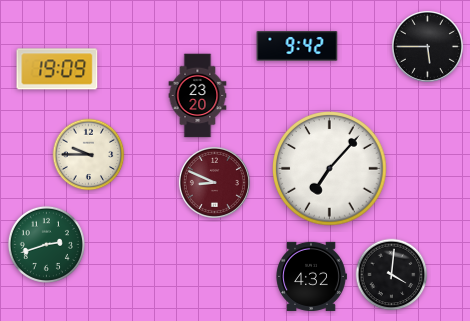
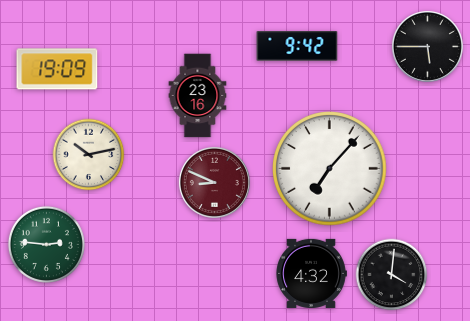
clock at (198, 96): 23:20 -> 23:16
clock at (89, 155): 9:45 -> 10:13
clock at (46, 244): 2:42 -> 2:46
clock at (311, 276) position: (311, 276) -> (311, 273)
